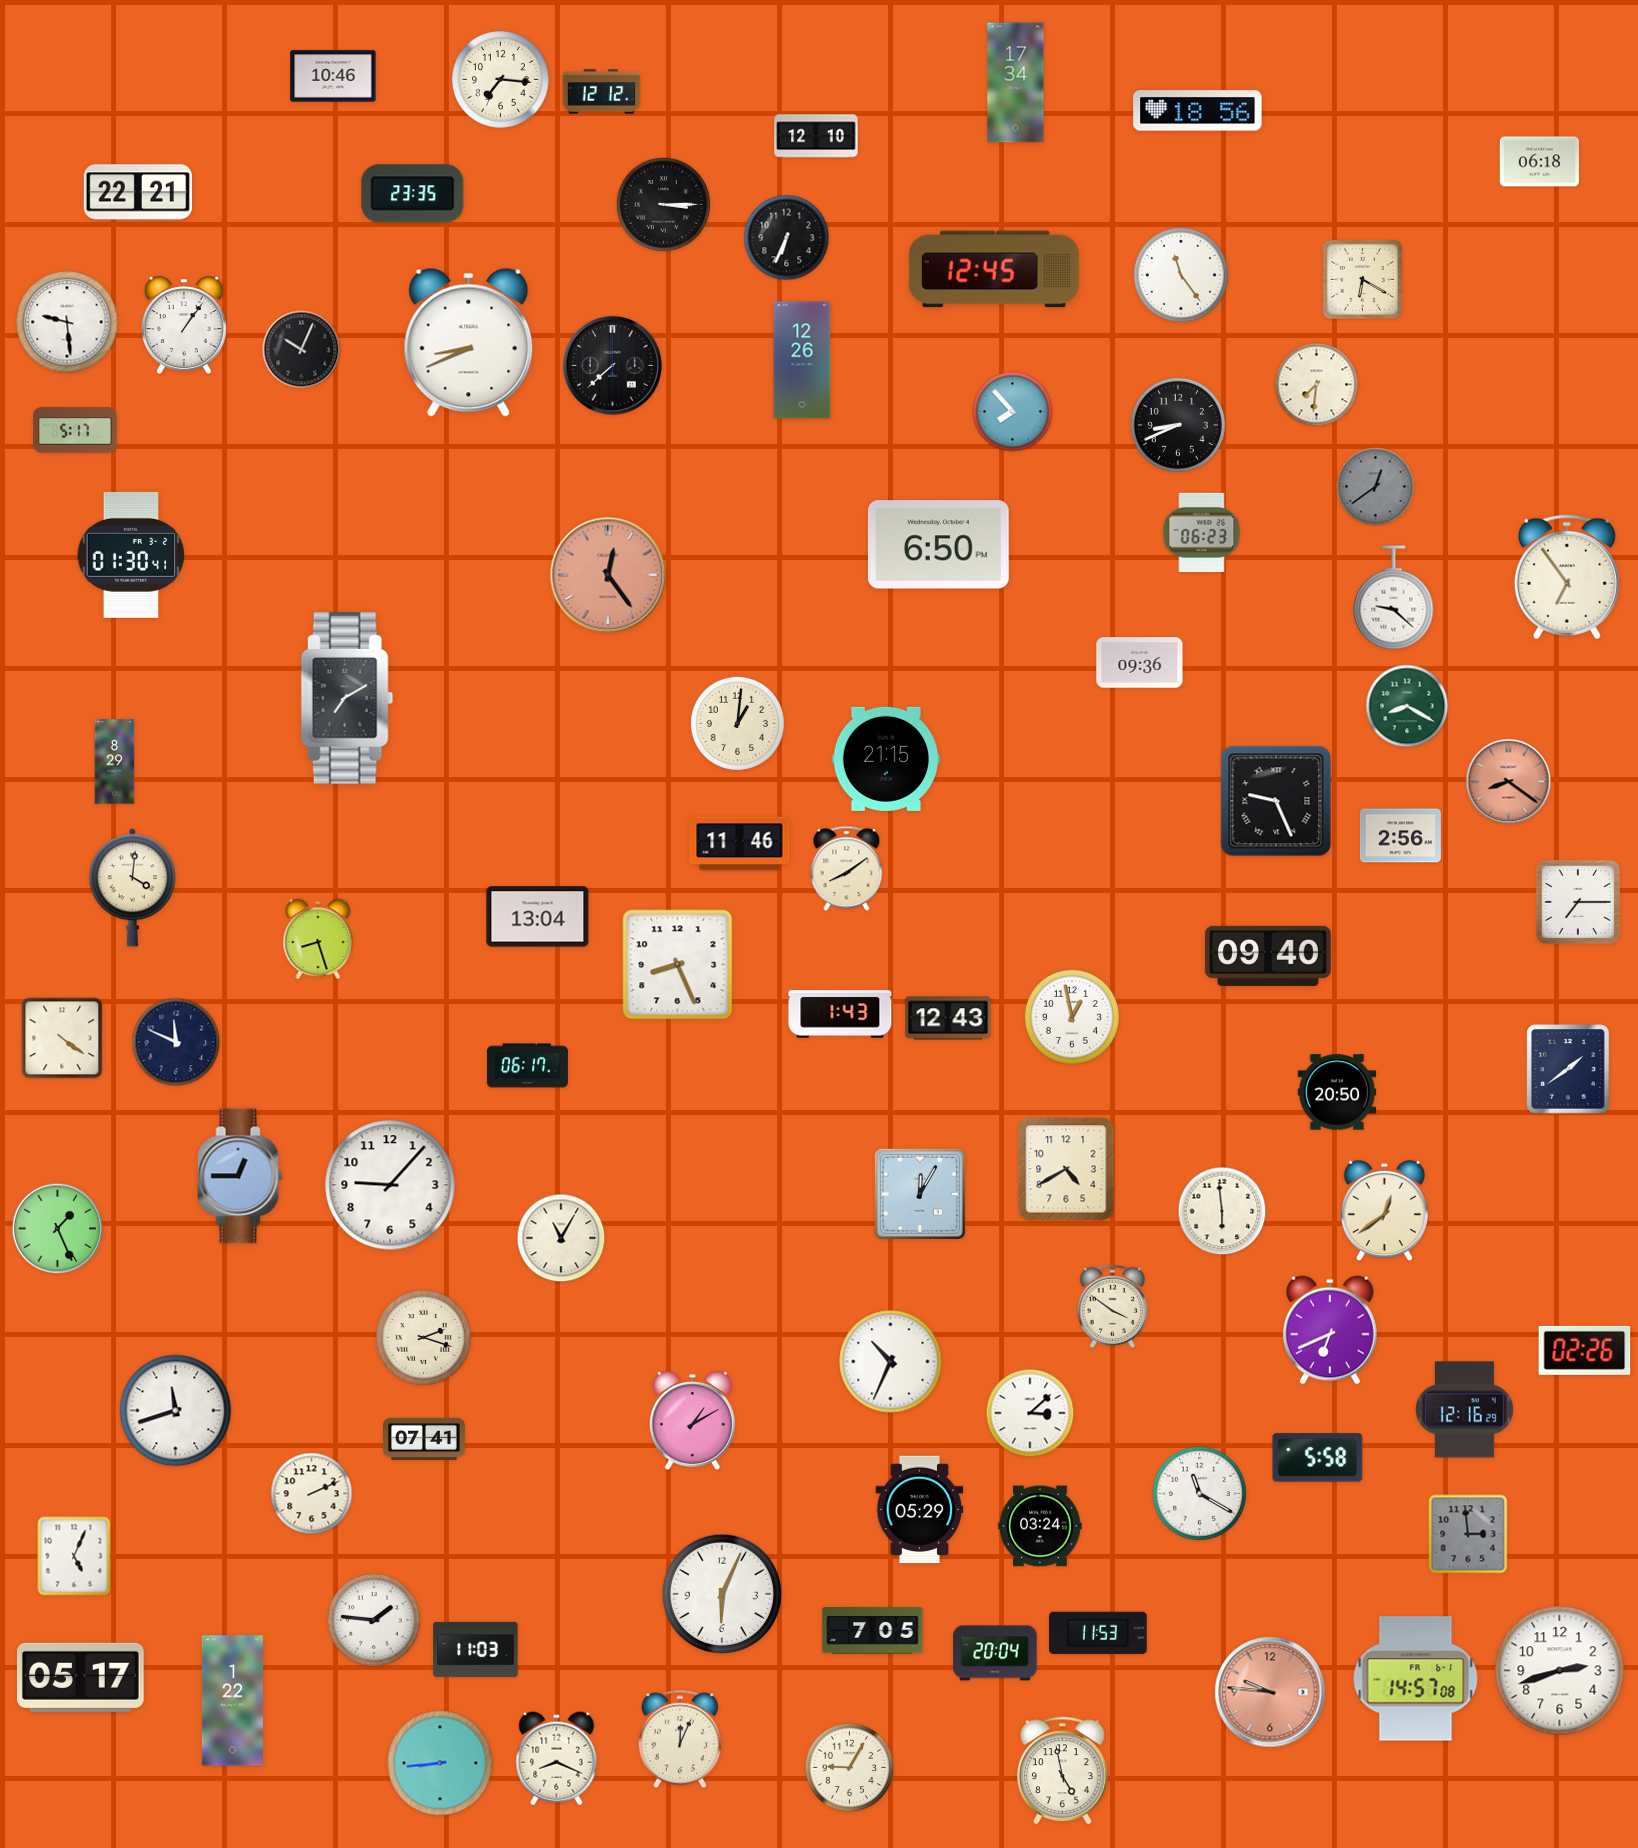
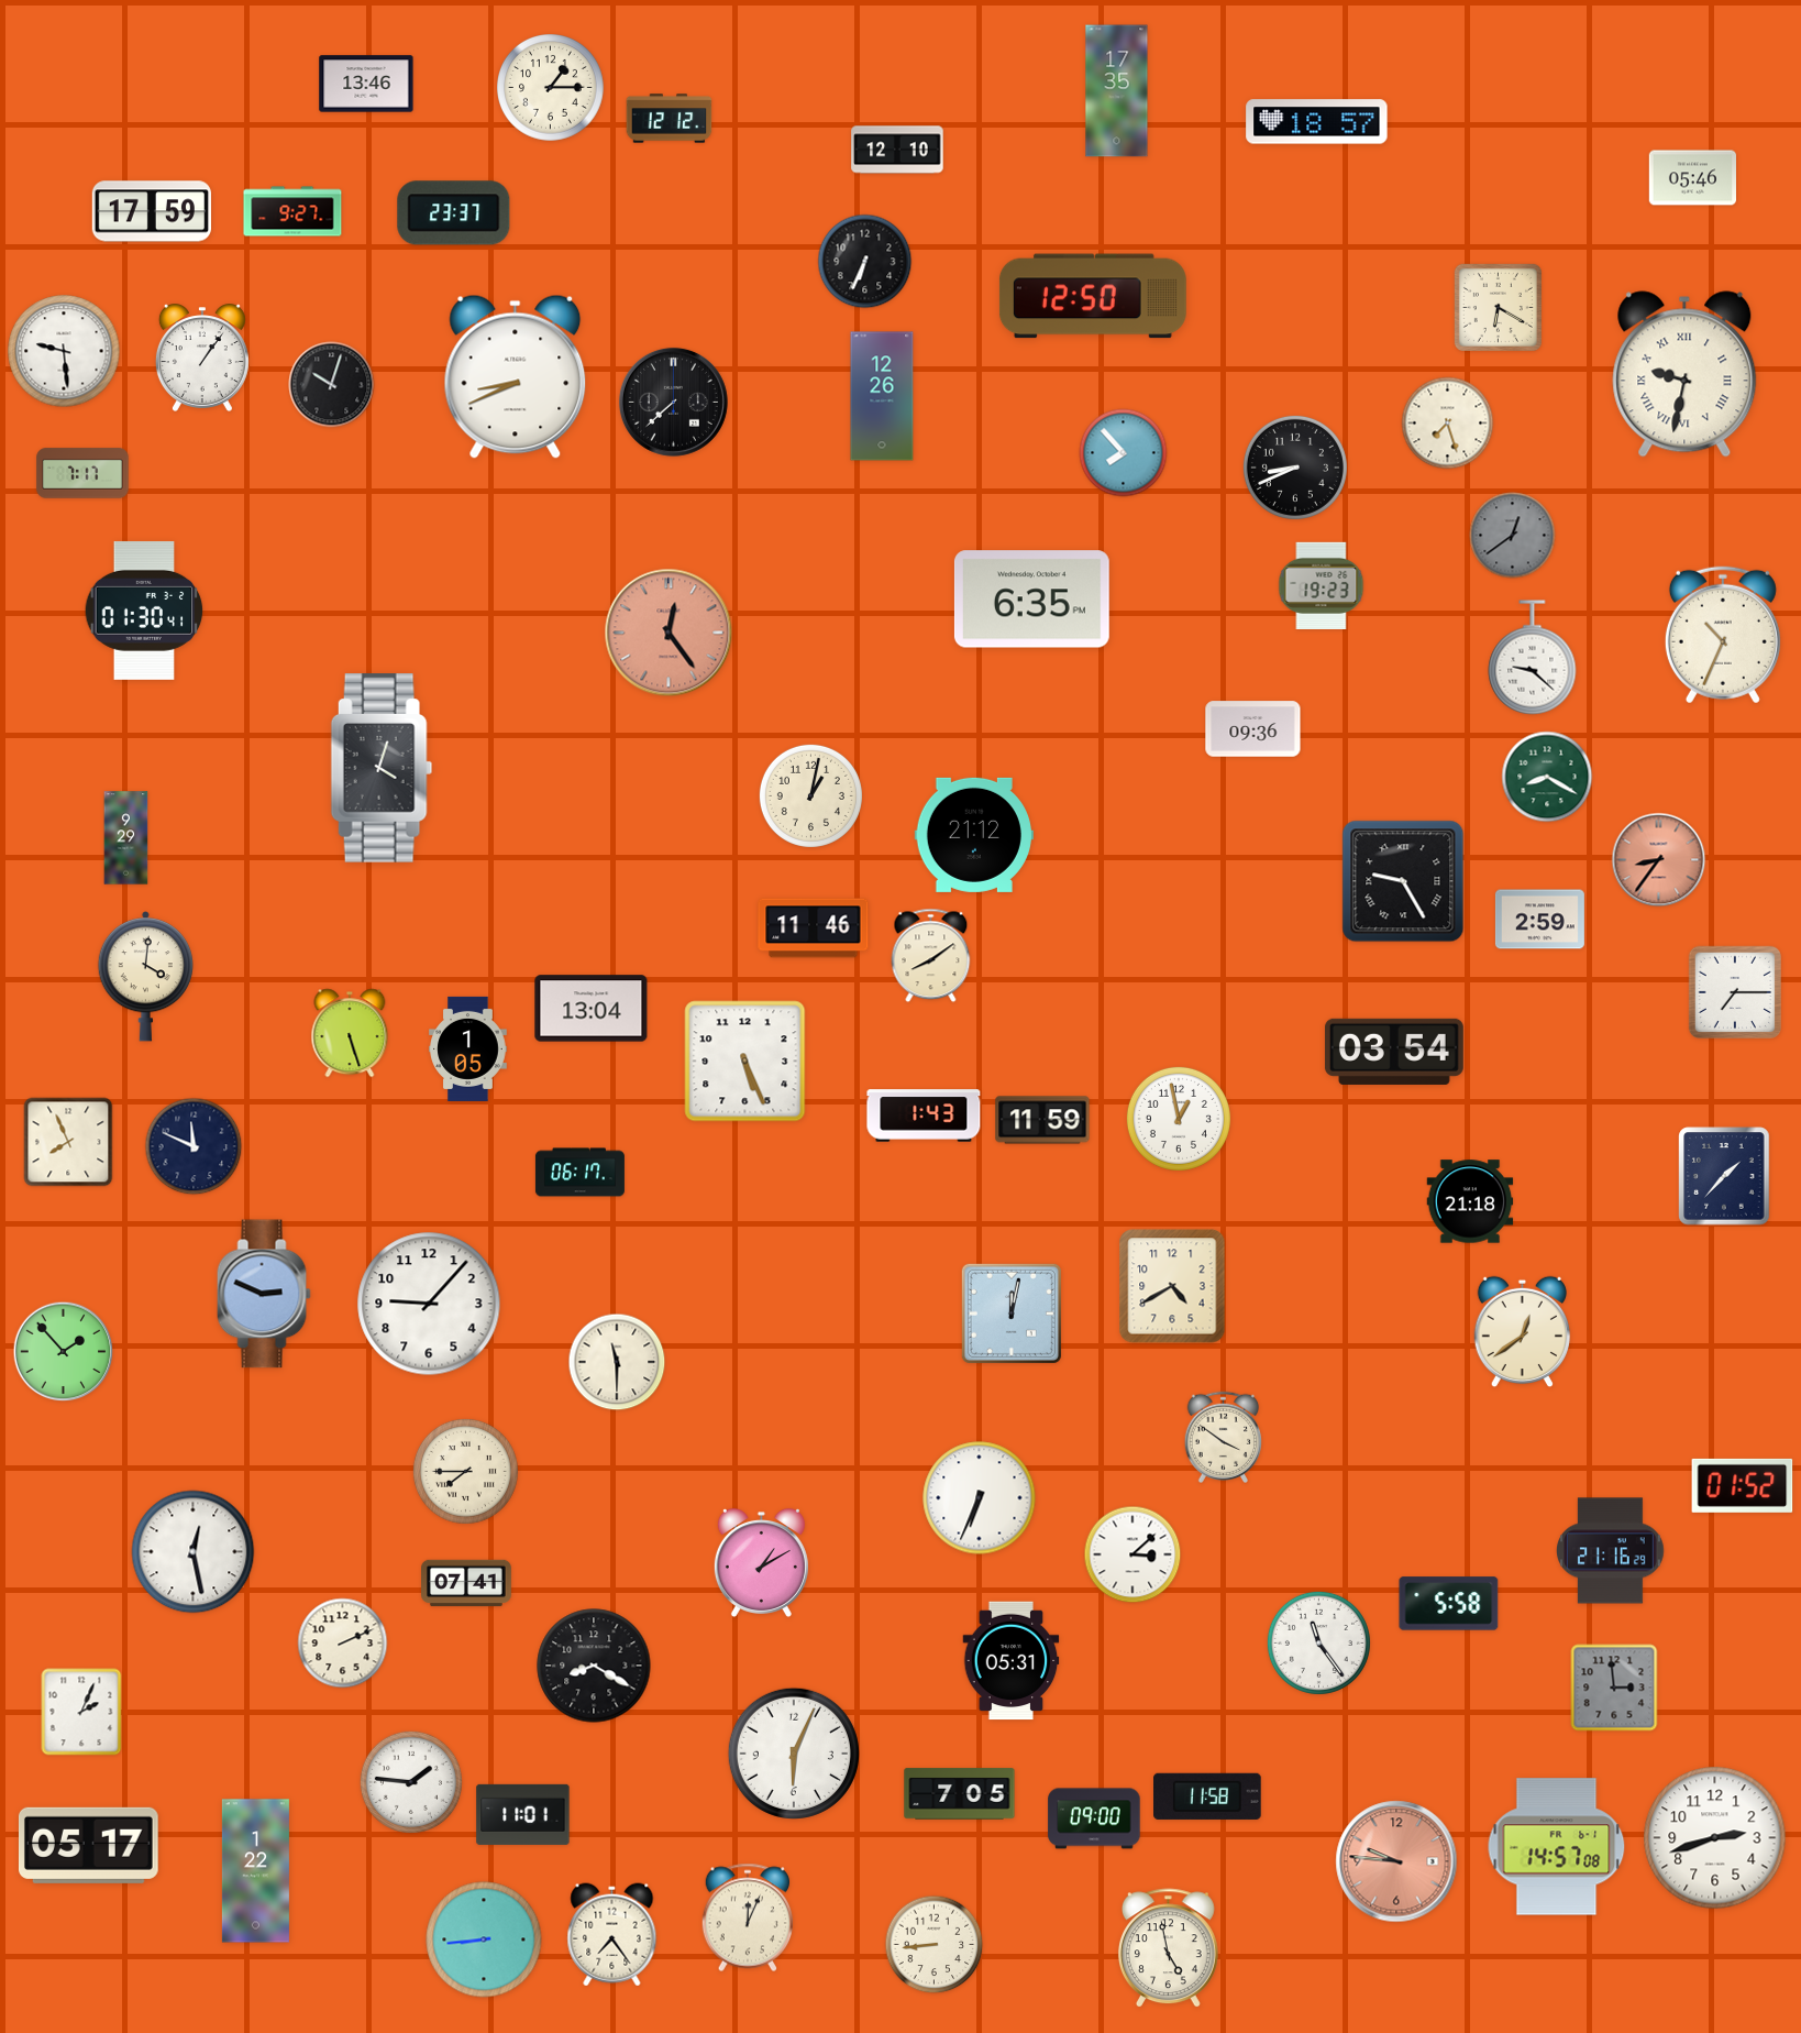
clock at (333, 76): 10:46 -> 13:46
clock at (501, 80): 7:16 -> 1:15
clock at (1016, 83): 17:34 -> 17:35
clock at (602, 92) position: (602, 92) -> (670, 119)
clock at (1198, 111): 18:56 -> 18:57
clock at (1539, 162): 06:18 -> 05:46
clock at (137, 192): 22:21 -> 17:59
clock at (292, 211): none -> 9:27
clock at (413, 194): 23:35 -> 23:37
clock at (663, 204): 3:15 -> none
clock at (994, 269): 12:45 -> 12:50
clock at (1181, 275): 11:24 -> none
clock at (67, 322) position: (67, 322) -> (64, 351)
clock at (1684, 374): none -> 9:32
clock at (302, 350): 10:04 -> 10:03
clock at (1317, 385): 7:31 -> 7:27
clock at (1013, 412) position: (1013, 412) -> (1124, 453)
clock at (75, 430): 5:17 -> 7:17
clock at (1202, 532): 06:23 -> 19:23
clock at (938, 545): 6:50 -> 6:35
clock at (1567, 577): 6:54 -> 10:34
clock at (347, 698): 7:10 -> 4:03
clock at (737, 723): 1:01 -> 1:02
clock at (886, 759): 21:15 -> 21:12
clock at (115, 762): 8:29 -> 9:29
clock at (1509, 782): 8:21 -> 8:36
clock at (1276, 801): 9:26 -> 9:25
clock at (1400, 836): 2:56 -> 2:59
clock at (318, 939): 8:27 -> 5:27
clock at (468, 1048): none -> 1:05
clock at (1268, 956): 09:40 -> 03:54
clock at (678, 965): 8:26 -> 5:26
clock at (948, 1018): 12:43 -> 11:59
clock at (62, 1038): 4:21 -> 7:56
clock at (1568, 1069): 1:39 -> 1:37
clock at (1337, 1092): 20:50 -> 21:18
clock at (240, 1176): 12:45 -> 2:49
clock at (920, 1194): 12:05 -> 12:02
clock at (1222, 1211): 5:59 -> none
clock at (58, 1229): 1:26 -> 1:53
clock at (561, 1238): 11:05 -> 11:30
clock at (1330, 1330): 6:41 -> none
clock at (423, 1337): 2:18 -> 7:45
clock at (1585, 1350): 02:26 -> 01:52
clock at (891, 1362): 10:34 -> 6:34
clock at (1465, 1410): 12:16 -> 21:16
clock at (176, 1411): 11:42 -> 12:28
clock at (1199, 1493): 11:20 -> 11:24
clock at (920, 1510): 05:29 -> 05:31
clock at (594, 1666): none -> 8:20
clock at (1040, 1526): 03:24 -> none
clock at (74, 1556): 5:04 -> 2:04
clock at (1098, 1633): 11:53 -> 11:58
clock at (476, 1649): 11:03 -> 11:01
clock at (995, 1653): 20:04 -> 09:00
clock at (679, 1739) position: (679, 1739) -> (747, 1917)
clock at (557, 1759): 8:19 -> 7:24
clock at (850, 1768): 9:05 -> 8:44
